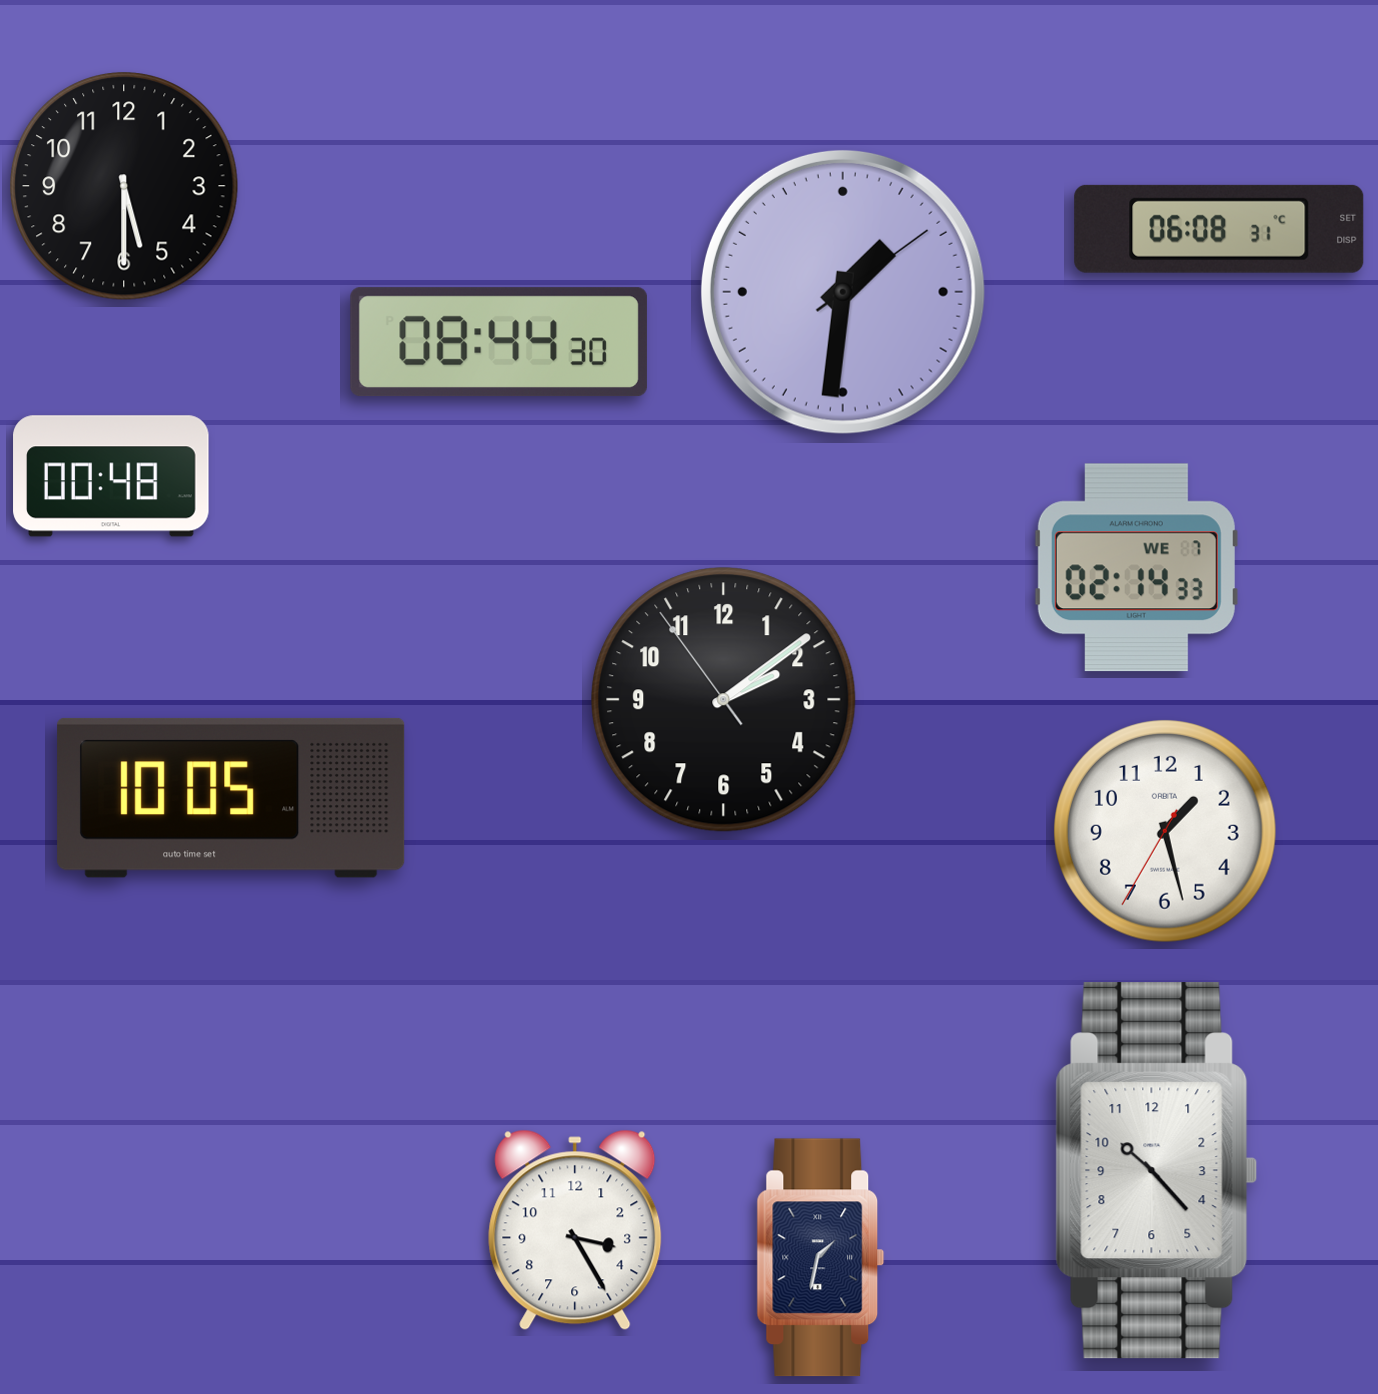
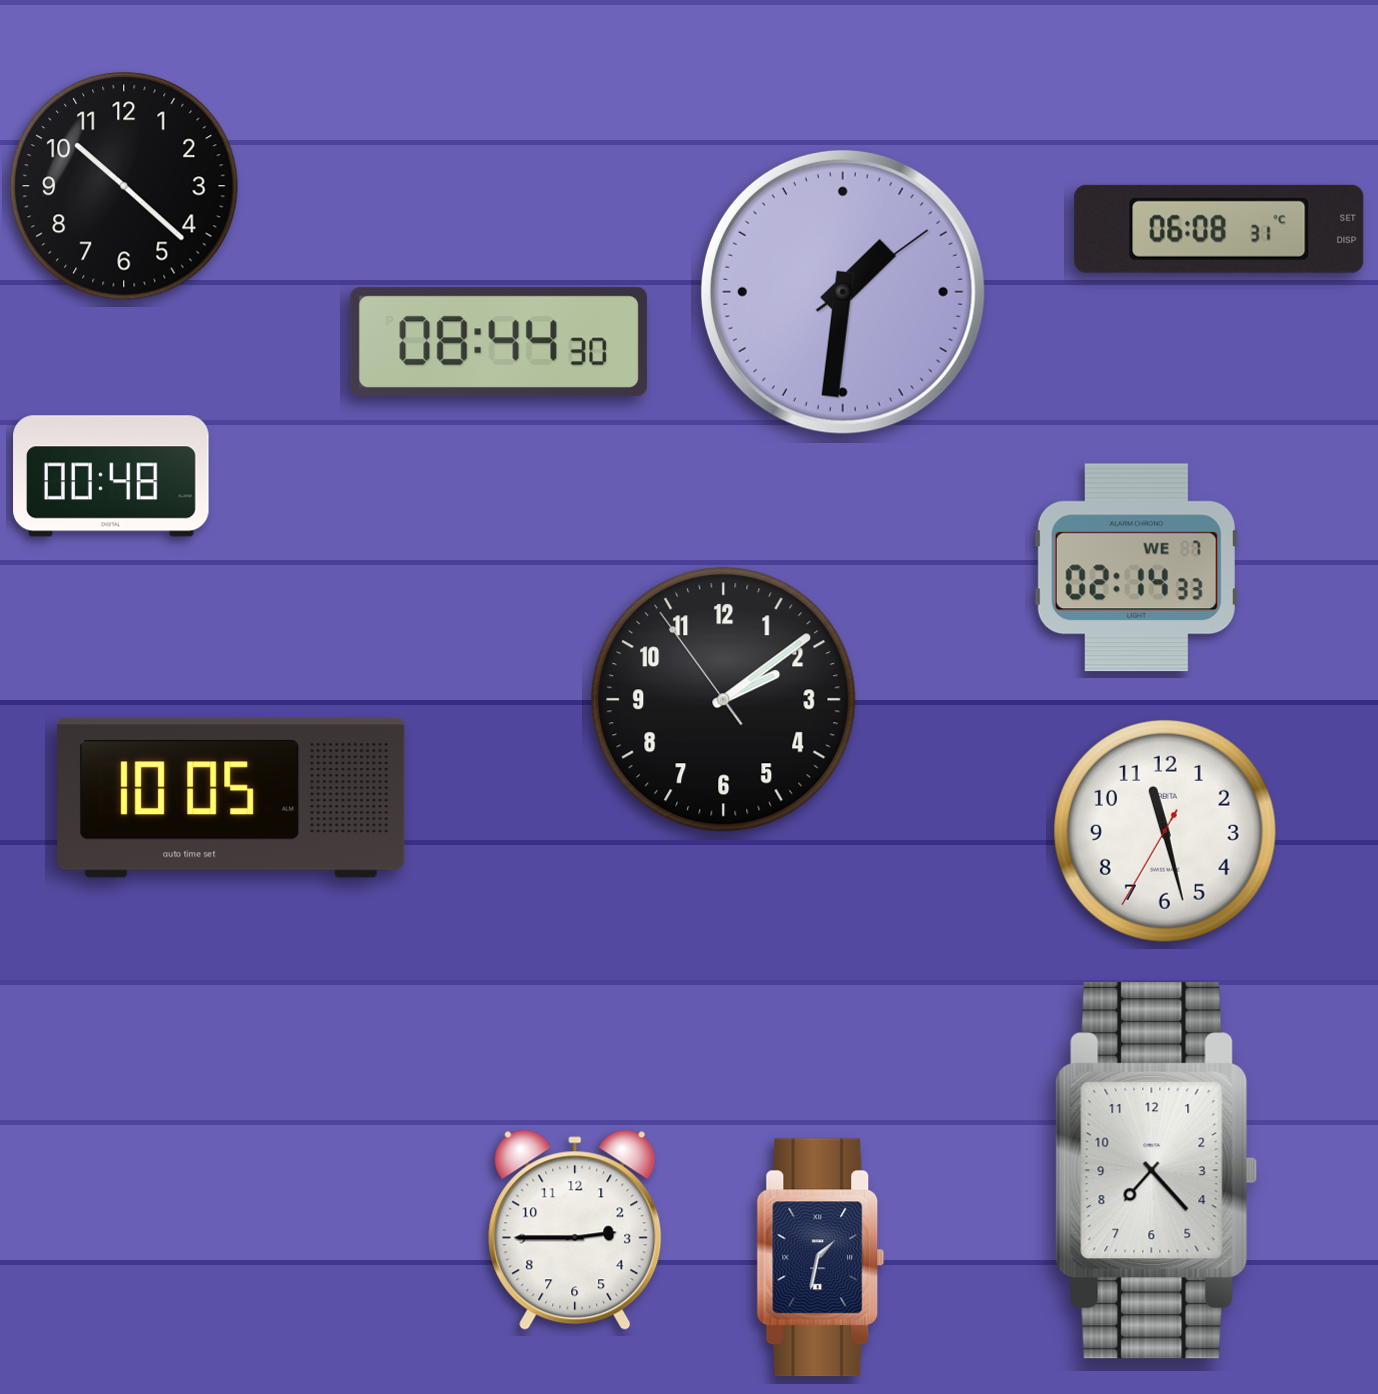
clock at (124, 186): 5:30 -> 10:22
clock at (1166, 832): 1:27 -> 11:27
clock at (1157, 1171): 10:23 -> 7:23
clock at (575, 1230): 3:25 -> 2:45
